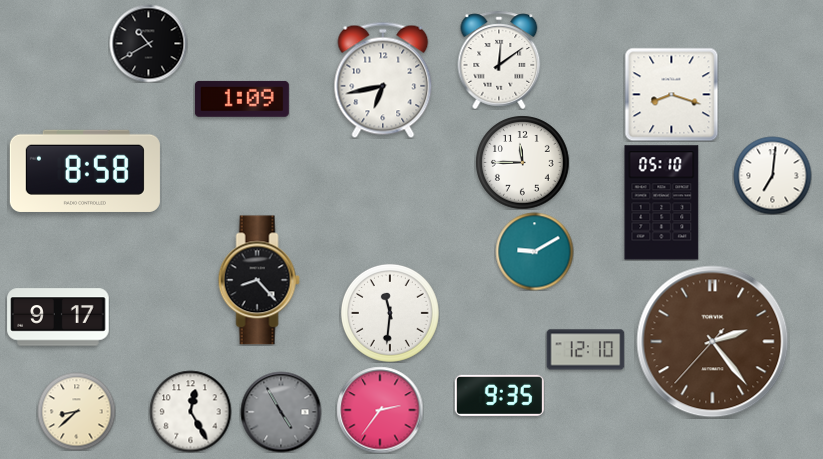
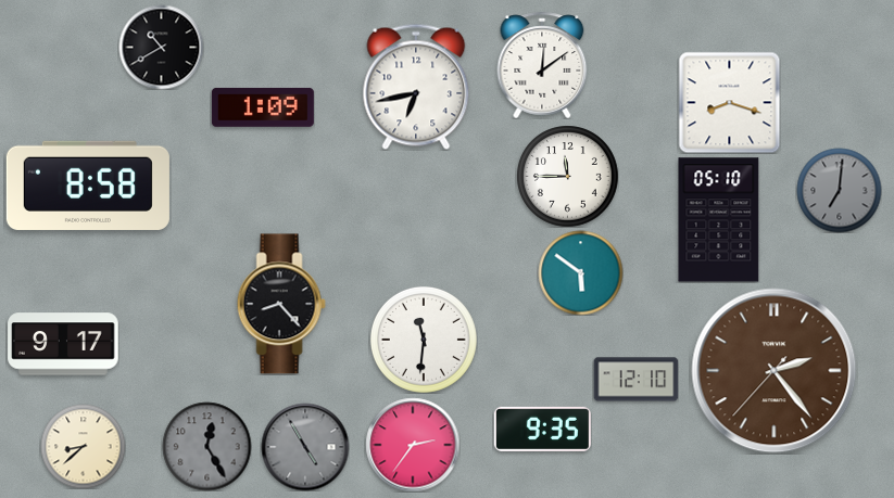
clock at (85, 170) position: (85, 170) -> (88, 184)
clock at (772, 175) dial: white -> grey
clock at (534, 251): 9:10 -> 5:51
clock at (190, 411) dial: white -> grey
